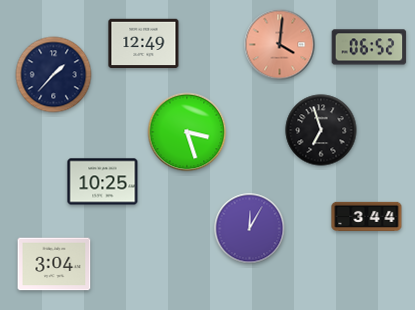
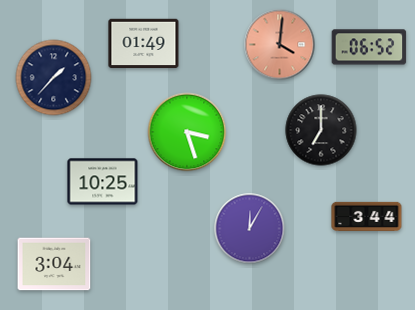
clock at (144, 44): 12:49 -> 01:49
clock at (54, 75) position: (54, 75) -> (54, 78)
clock at (321, 130): 6:57 -> 7:00
